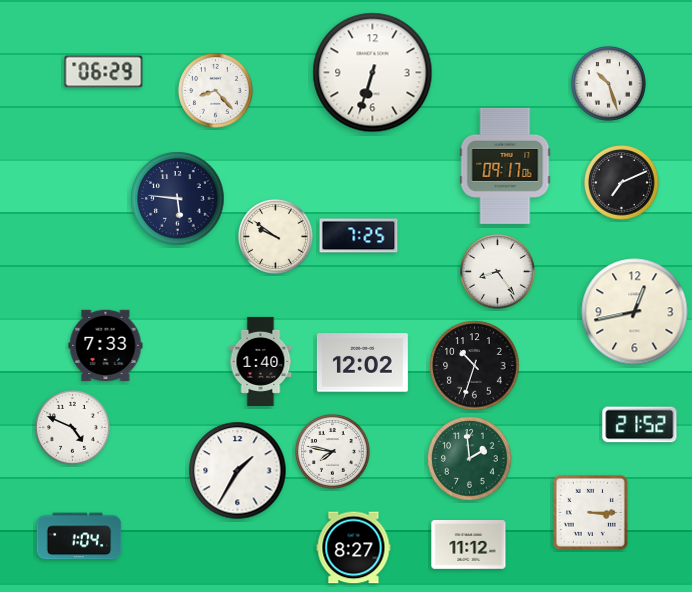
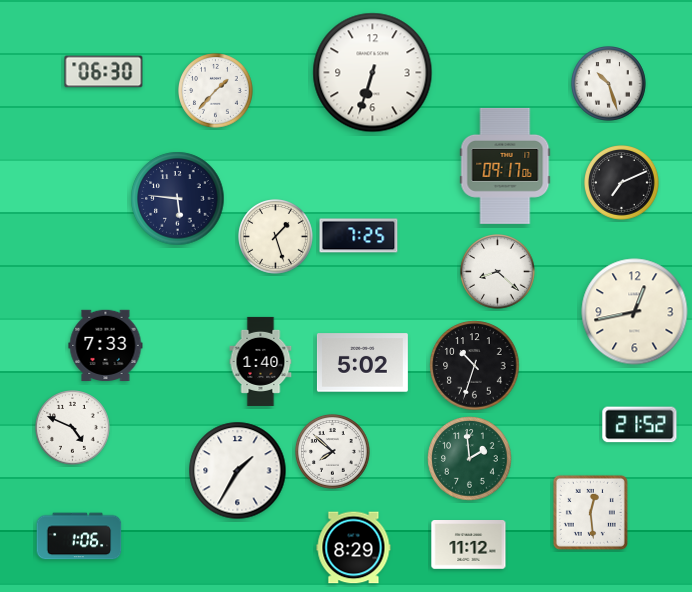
clock at (104, 72): 06:29 -> 06:30
clock at (216, 91): 8:23 -> 1:37
clock at (276, 237): 9:51 -> 1:27
clock at (498, 272): 8:24 -> 8:22
clock at (362, 363): 12:02 -> 5:02
clock at (333, 452): 7:47 -> 7:52
clock at (590, 512): 3:15 -> 12:29
clock at (79, 536): 1:04 -> 1:06
clock at (354, 548): 8:27 -> 8:29
